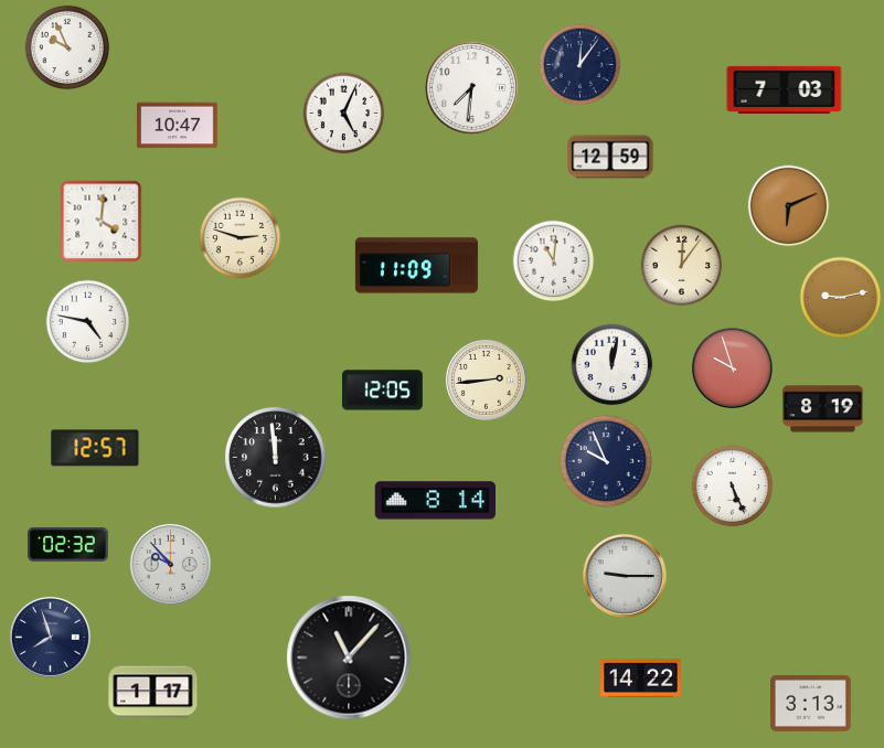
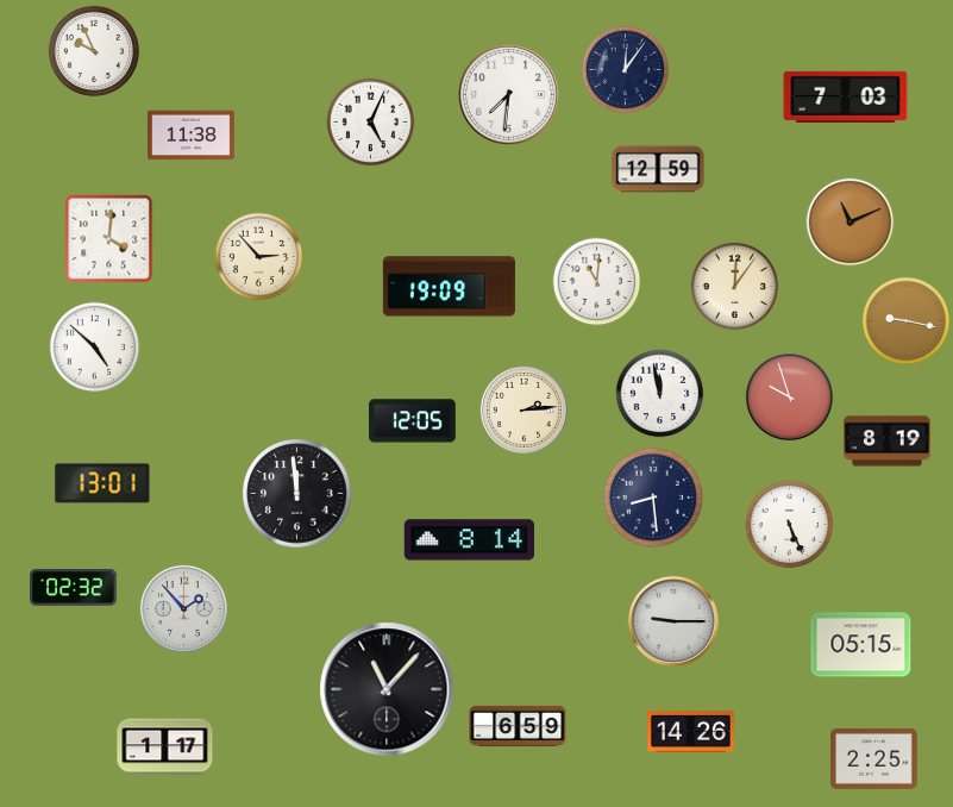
clock at (67, 47) position: (67, 47) -> (94, 51)
clock at (178, 126): 10:47 -> 11:38
clock at (789, 206): 6:11 -> 11:11
clock at (241, 238): 2:48 -> 2:53
clock at (416, 266): 11:09 -> 19:09
clock at (841, 298): 9:13 -> 9:17
clock at (88, 322): 4:47 -> 4:52
clock at (613, 365): 12:02 -> 11:58
clock at (486, 380): 2:44 -> 2:14
clock at (95, 448): 12:57 -> 13:01
clock at (606, 461): 9:56 -> 8:29
clock at (170, 564): 9:53 -> 1:53
clock at (861, 645): none -> 05:15
clock at (50, 637): 7:57 -> none
clock at (349, 658) position: (349, 658) -> (387, 689)
clock at (518, 726): none -> 6:59
clock at (641, 678): 14:22 -> 14:26
clock at (811, 703): 3:13 -> 2:25
